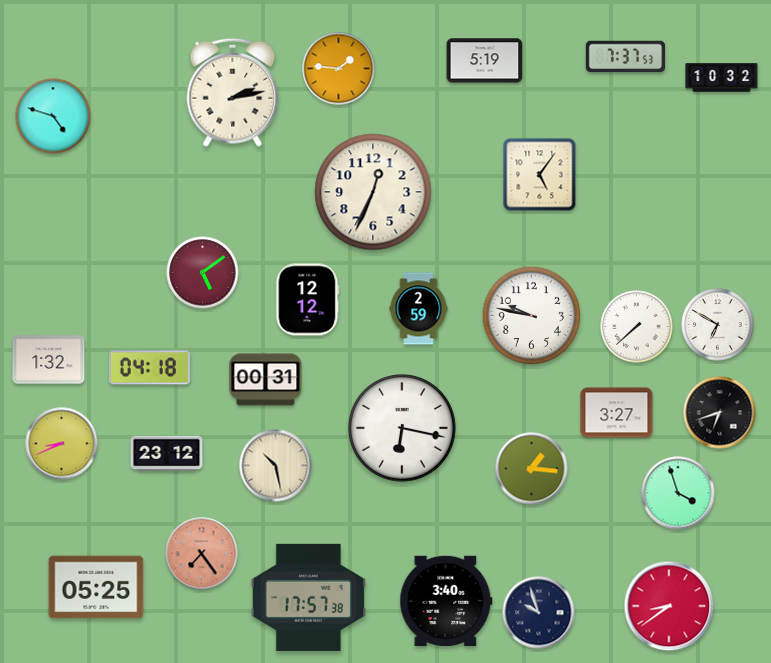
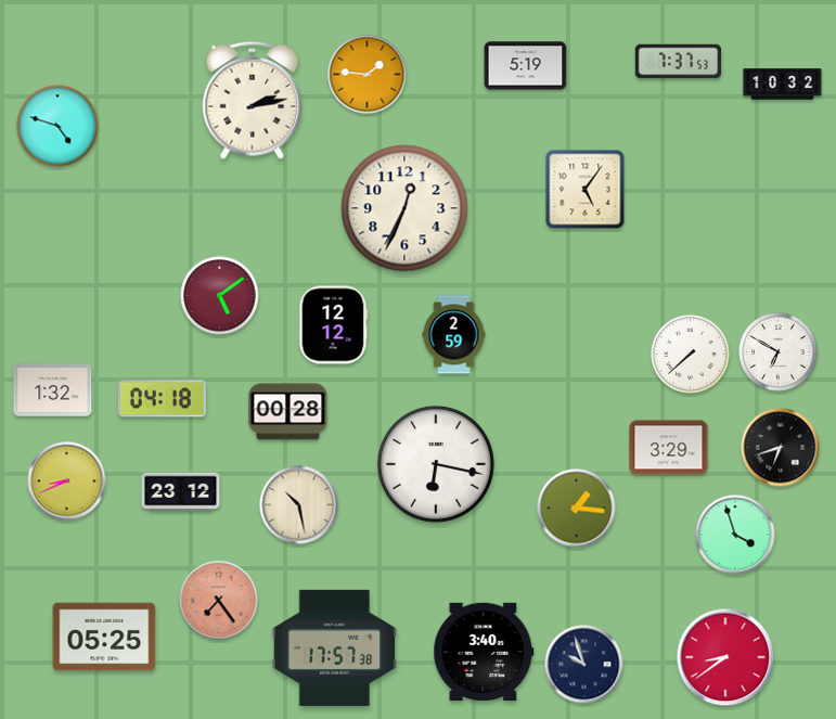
clock at (532, 316): 9:47 -> none
clock at (266, 380): 00:31 -> 00:28
clock at (617, 413): 3:27 -> 3:29
